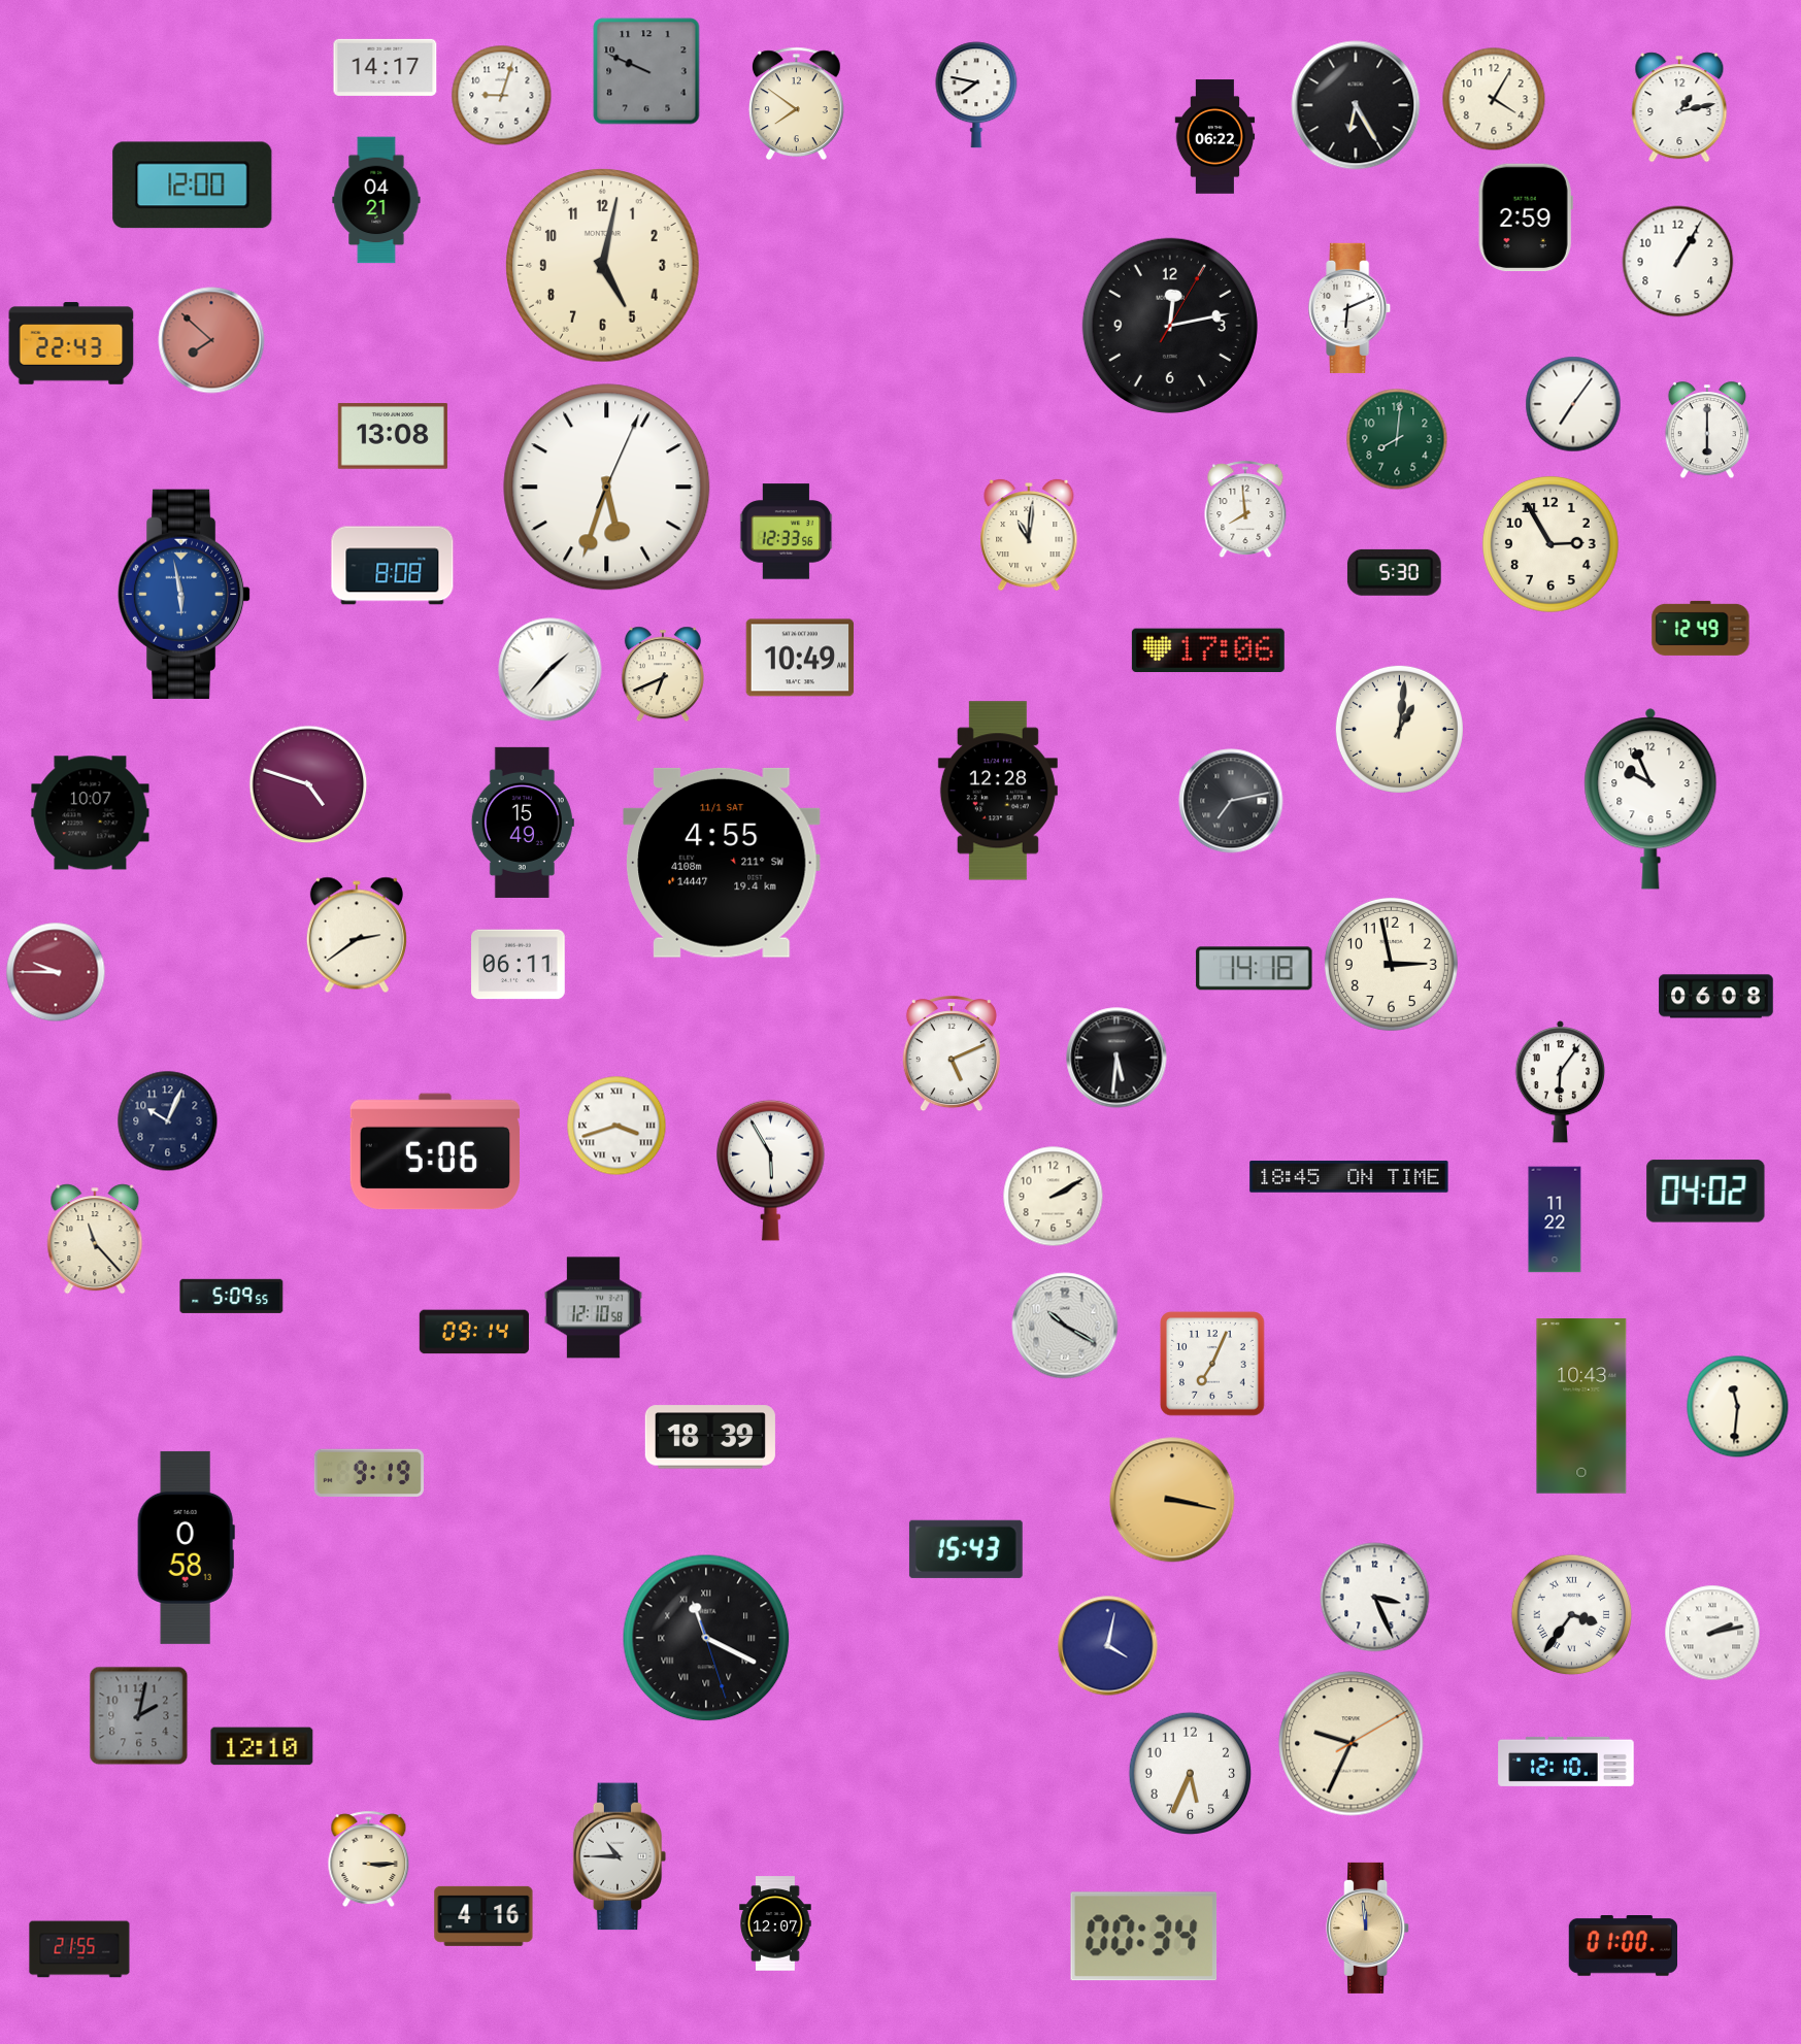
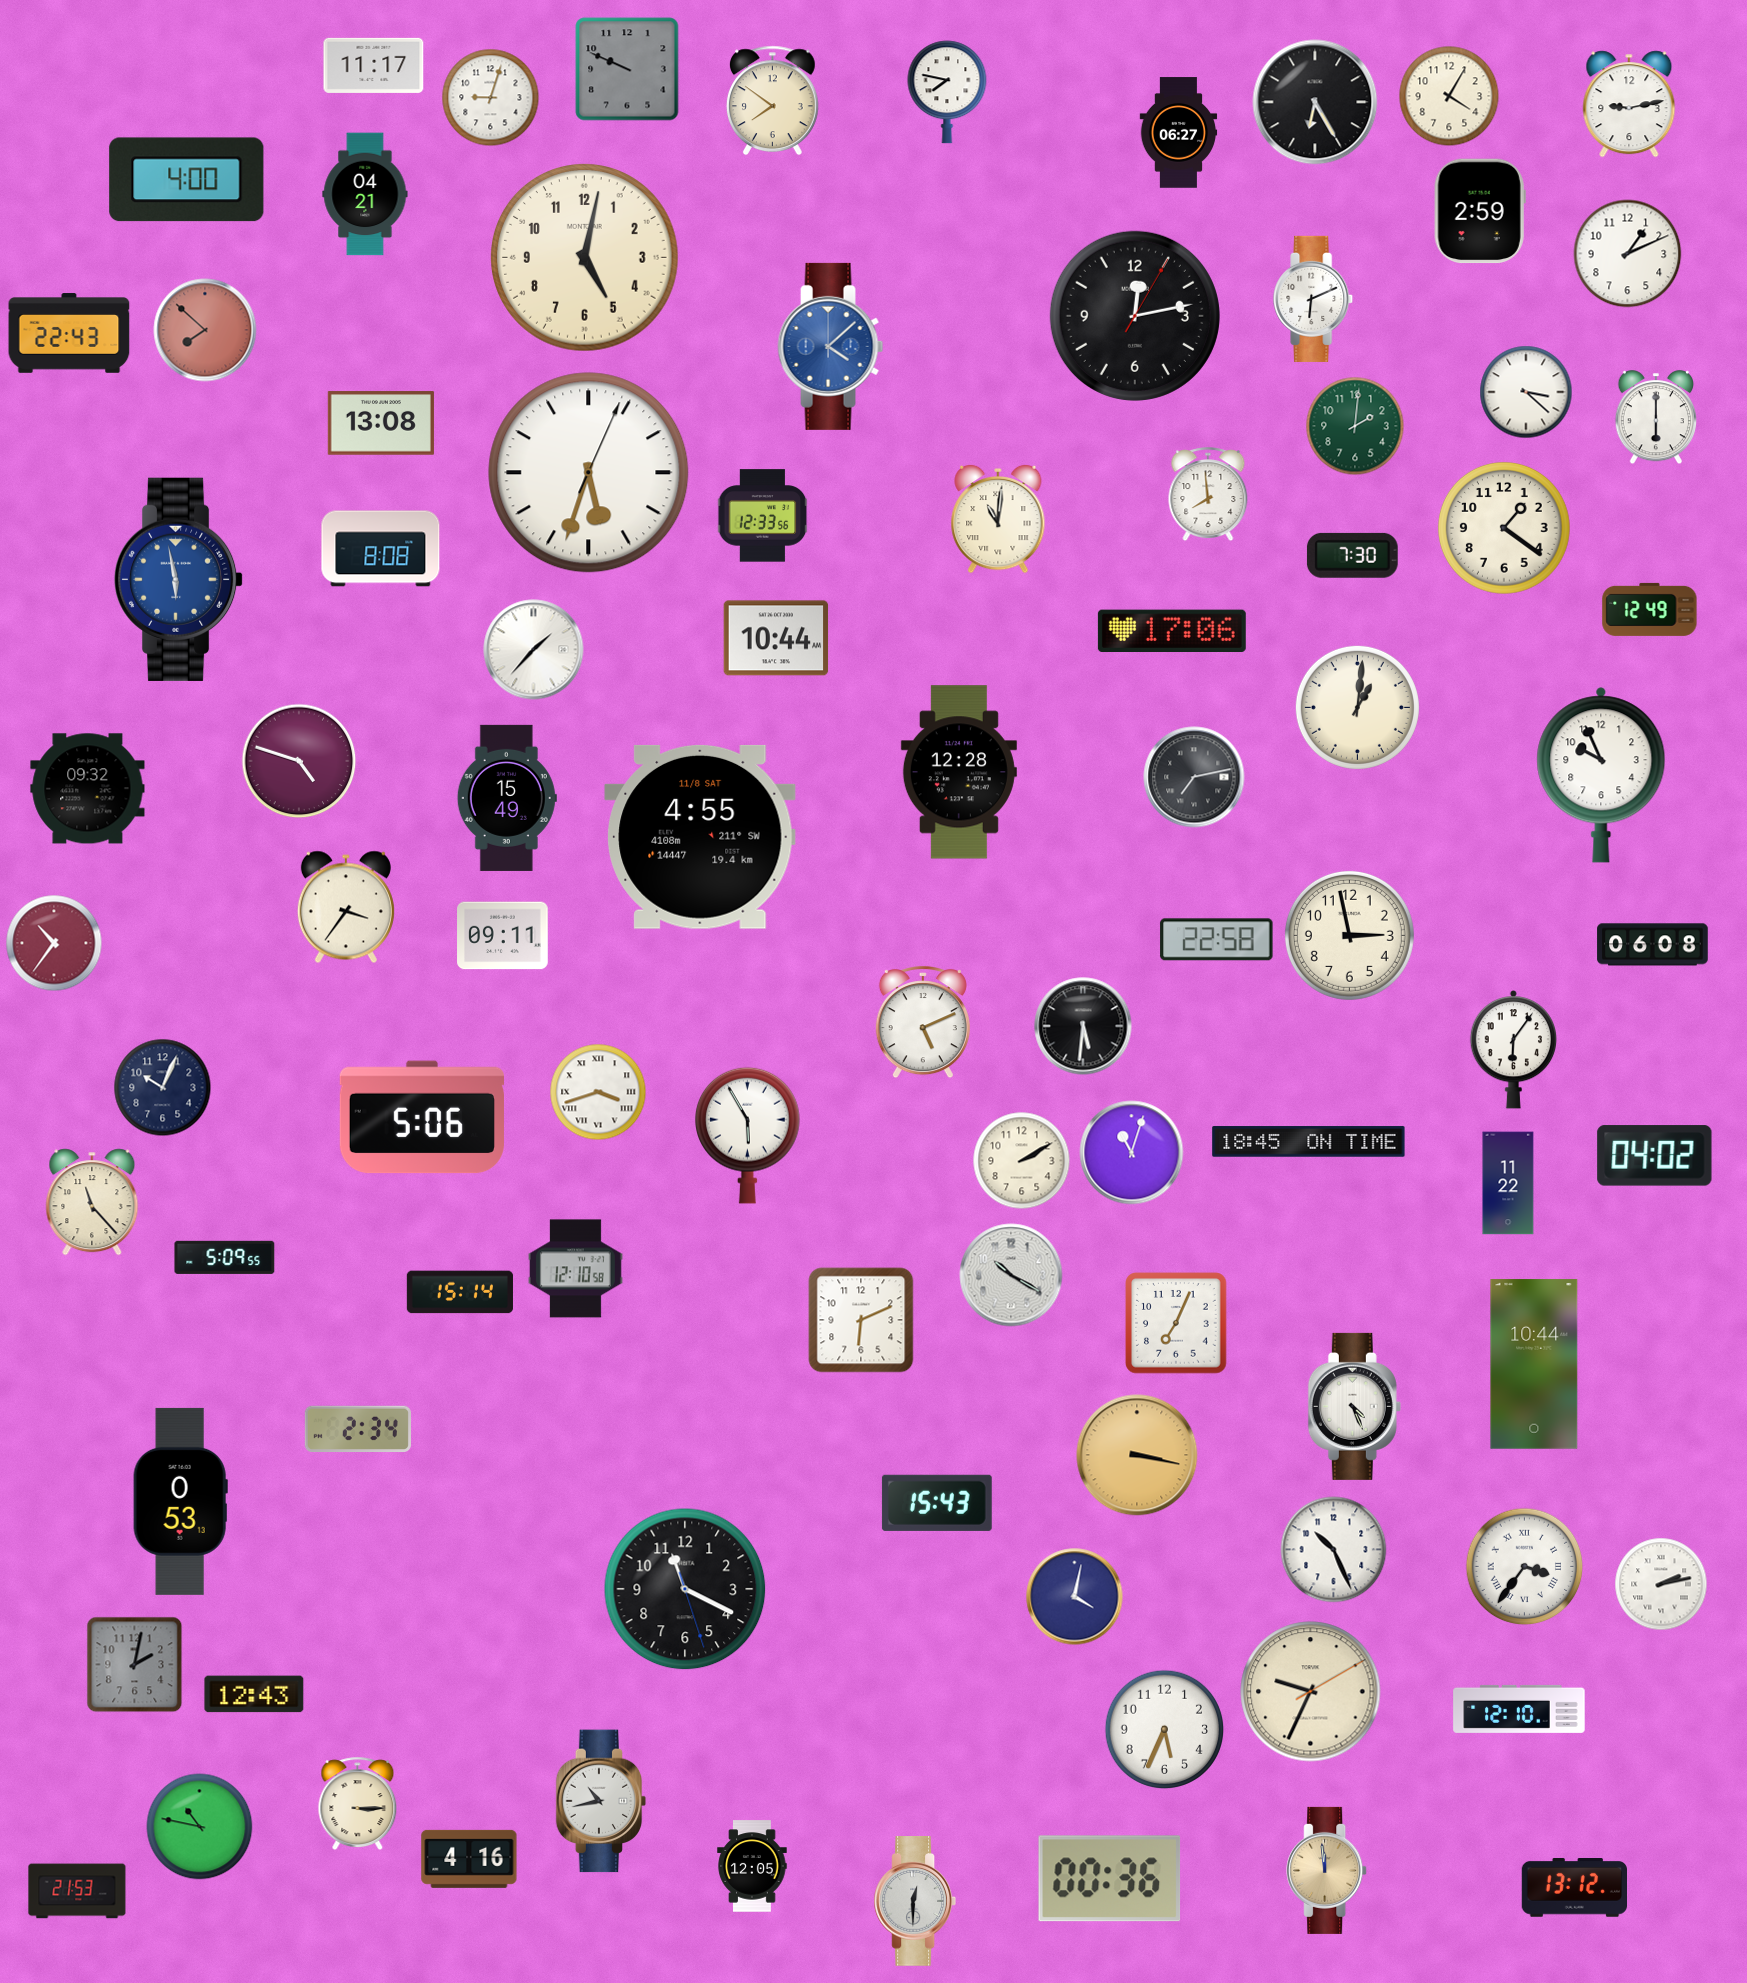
clock at (386, 67): 14:17 -> 11:17
clock at (502, 96) position: (502, 96) -> (491, 98)
clock at (1679, 107): 1:13 -> 9:13
clock at (1215, 137): 06:22 -> 06:27
clock at (193, 186): 12:00 -> 4:00
clock at (1678, 262): 1:05 -> 1:11
clock at (1350, 308) position: (1350, 308) -> (1314, 299)
clock at (831, 346): none -> 4:08
clock at (1573, 404): 7:06 -> 3:22
clock at (1397, 439): 8:01 -> 2:01
clock at (1550, 544): 2:55 -> 1:21
clock at (1394, 572): 5:30 -> 7:30
clock at (185, 594) position: (185, 594) -> (179, 579)
clock at (800, 658): 10:49 -> 10:44
clock at (663, 674): 6:41 -> none
clock at (998, 791) position: (998, 791) -> (959, 772)
clock at (91, 813): 10:07 -> 09:32
clock at (722, 863) date: 11/1 SAT -> 11/8 SAT
clock at (357, 935): 2:39 -> 3:36
clock at (519, 965): 06:11 -> 09:11
clock at (1255, 969): 14:18 -> 22:58
clock at (56, 972): 9:45 -> 10:36
clock at (1716, 997) position: (1716, 997) -> (1653, 945)
clock at (1132, 1153): none -> 11:03
clock at (1065, 1326) position: (1065, 1326) -> (1011, 1275)
clock at (474, 1332): 09:14 -> 15:14
clock at (861, 1320): none -> 6:11
clock at (1581, 1406): 10:43 -> 10:44
clock at (1738, 1407): 11:31 -> none
clock at (710, 1437): 18:39 -> none
clock at (1354, 1406): none -> 4:26
clock at (369, 1473): 9:19 -> 2:34
clock at (186, 1547): 0:58 -> 0:53
clock at (1375, 1598): 3:26 -> 10:26
clock at (706, 1638) numerals: Roman -> Arabic
clock at (262, 1746): 12:10 -> 12:43
clock at (1191, 1774) position: (1191, 1774) -> (1165, 1730)
clock at (620, 1856): 10:45 -> 10:43
clock at (200, 1827): none -> 10:47
clock at (775, 1923): 12:07 -> 12:05
clock at (1144, 1937): 00:34 -> 00:36
clock at (1623, 1946): 01:00 -> 13:12
clock at (79, 1949): 21:55 -> 21:53
clock at (914, 1902): none -> 12:30
